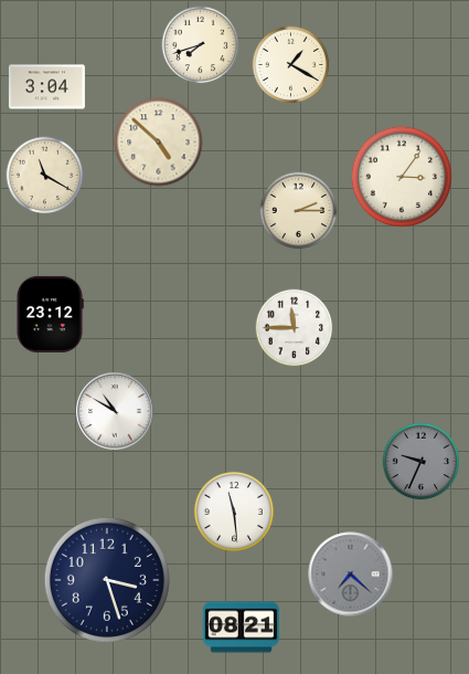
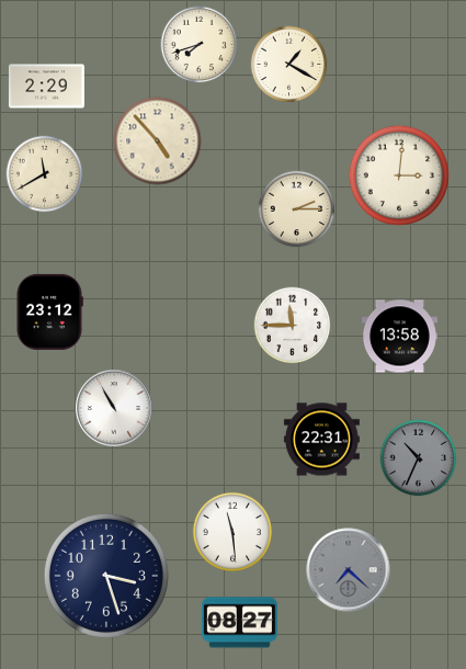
clock at (46, 87): 3:04 -> 2:29
clock at (159, 143): 4:52 -> 4:53
clock at (45, 176): 11:20 -> 11:40
clock at (401, 176): 3:06 -> 3:01
clock at (399, 337): none -> 13:58
clock at (115, 411): 10:50 -> 10:55
clock at (321, 440): none -> 22:31
clock at (422, 462): 9:34 -> 10:34
clock at (234, 512) position: (234, 512) -> (232, 532)
clock at (241, 628): 08:21 -> 08:27
